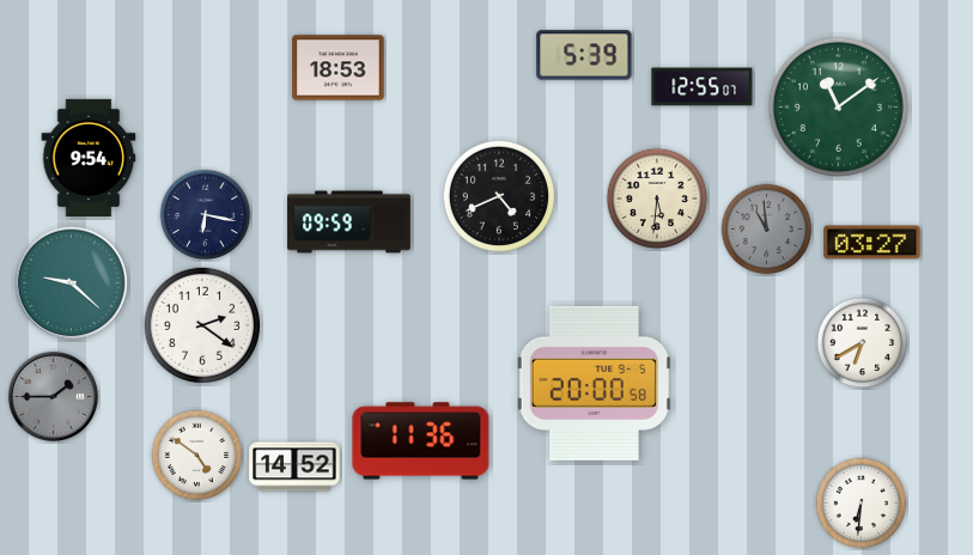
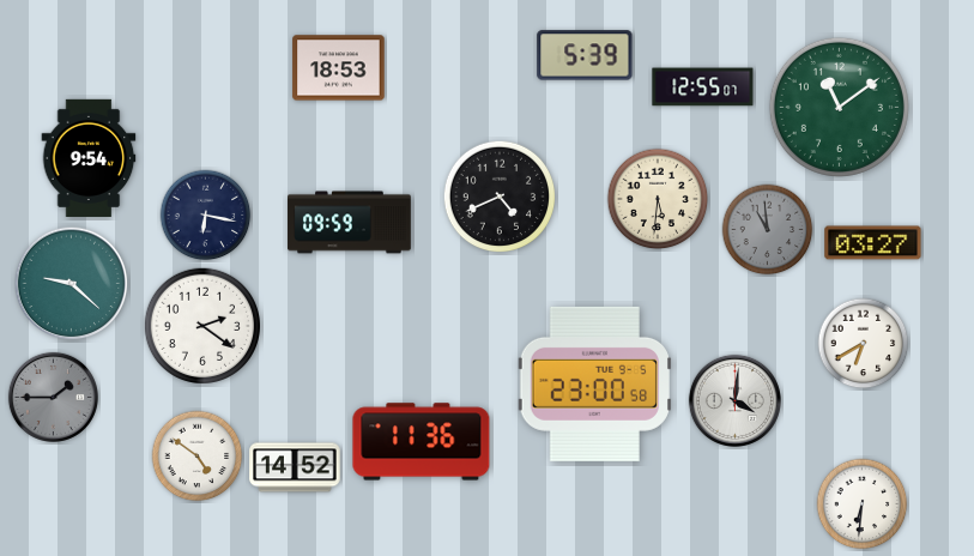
clock at (594, 383): 20:00 -> 23:00
clock at (734, 400): none -> 4:01
